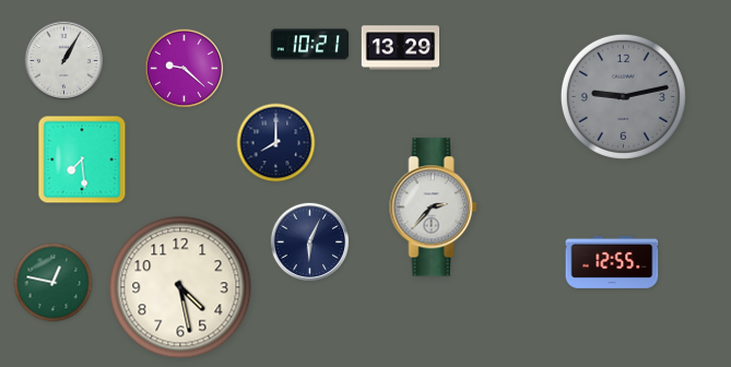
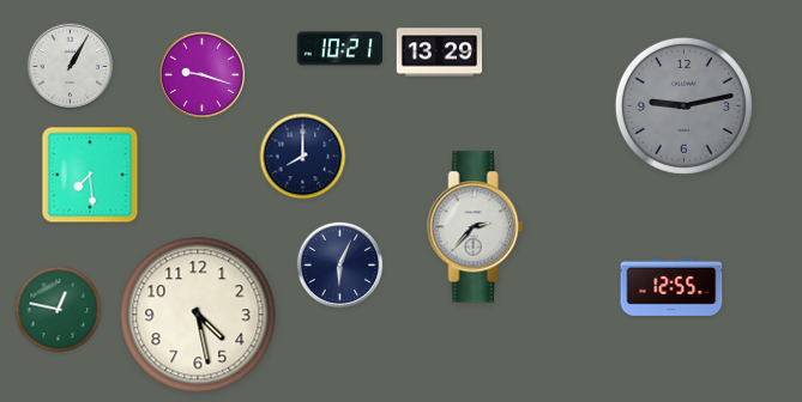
clock at (185, 69): 9:22 -> 9:18
